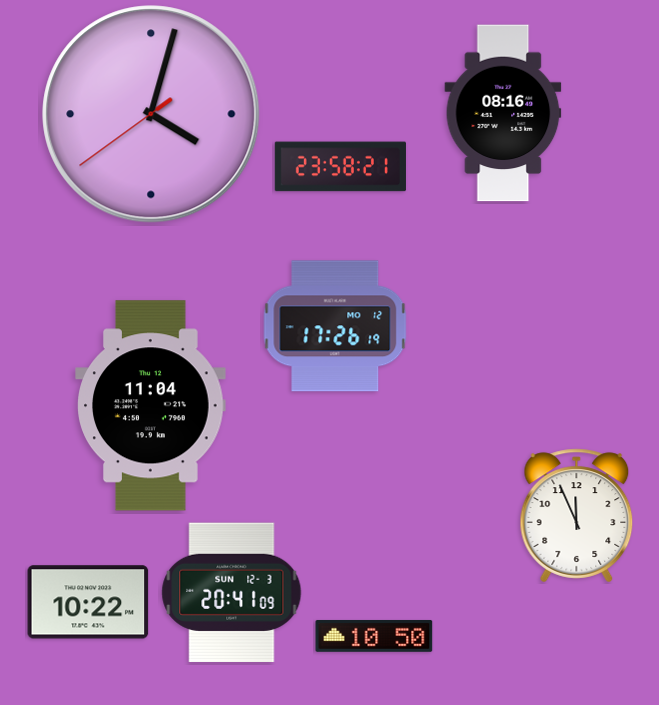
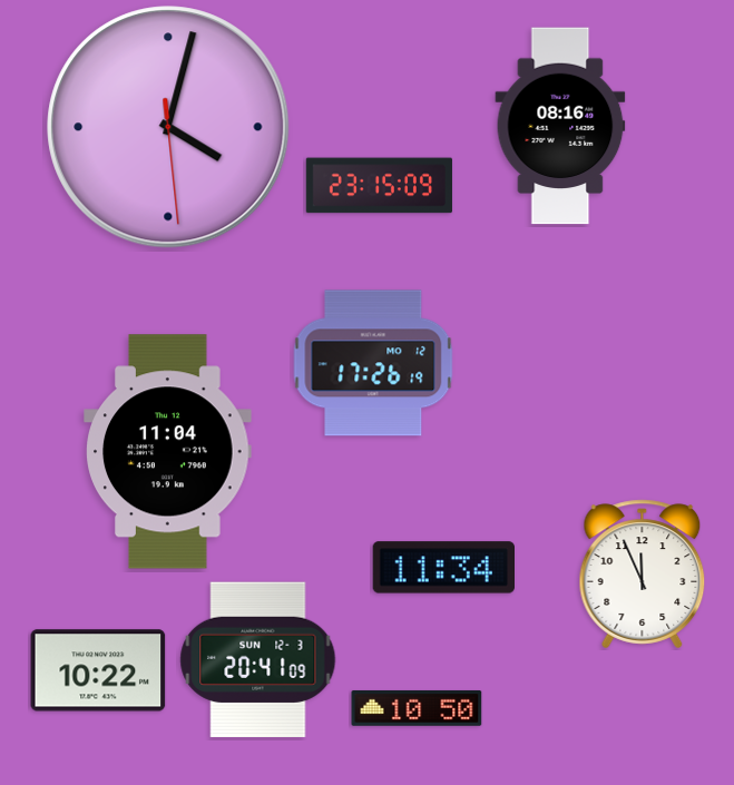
clock at (151, 114): 4:02:39 -> 4:02:29
clock at (340, 167): 23:58 -> 23:15
clock at (443, 568): none -> 11:34
